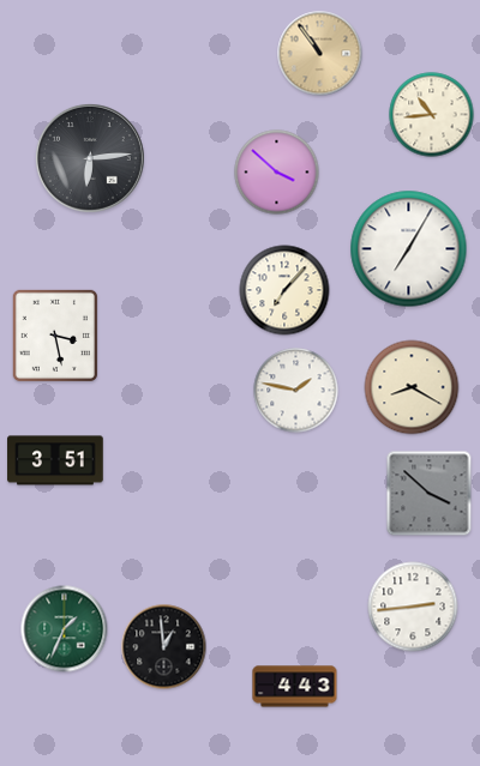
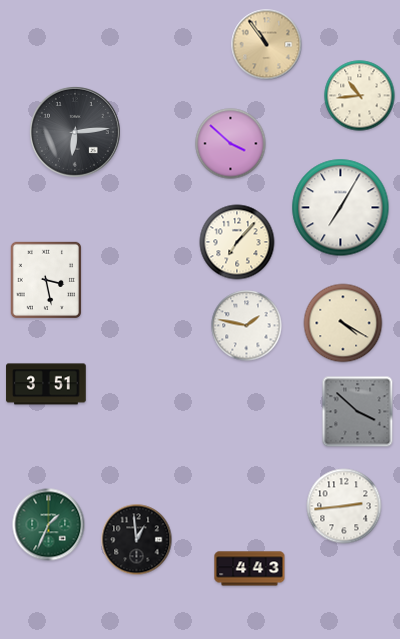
clock at (412, 387): 8:20 -> 4:20
clock at (65, 629) position: (65, 629) -> (49, 525)
clock at (295, 687) position: (295, 687) -> (250, 569)
